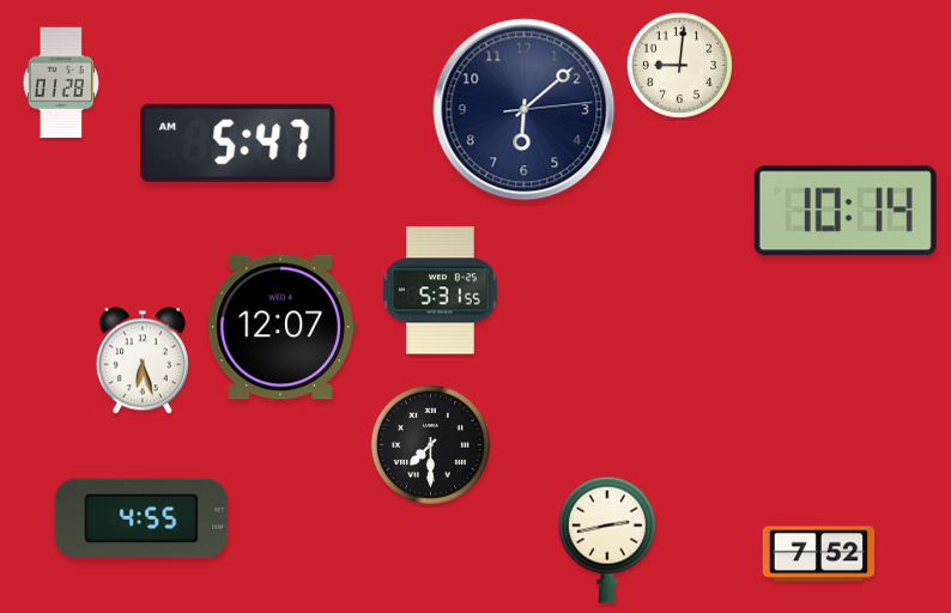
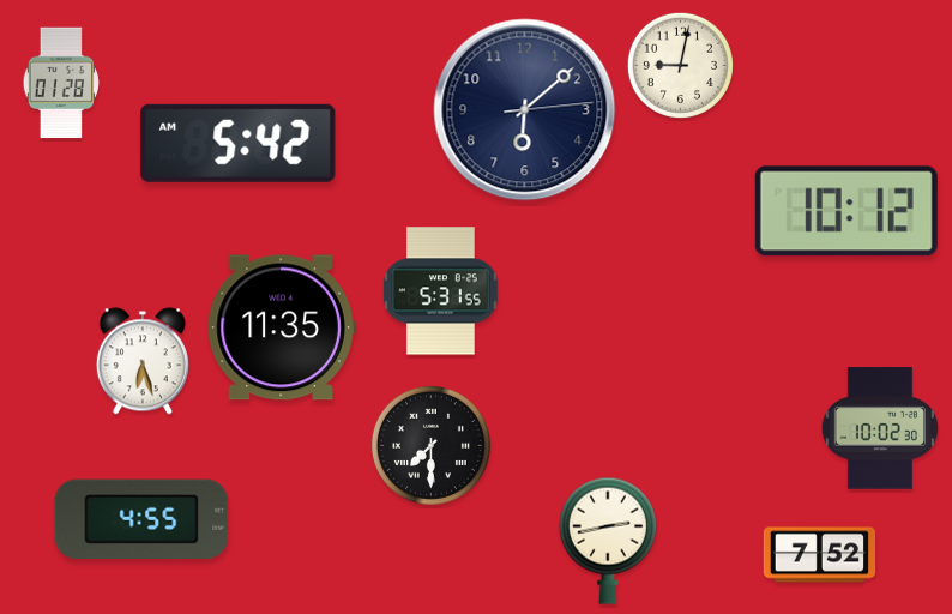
clock at (679, 65): 9:01 -> 9:02
clock at (238, 142): 5:47 -> 5:42
clock at (846, 211): 10:14 -> 10:12
clock at (281, 327): 12:07 -> 11:35
clock at (880, 428): none -> 10:02
